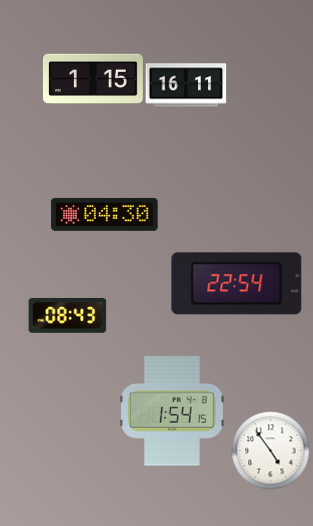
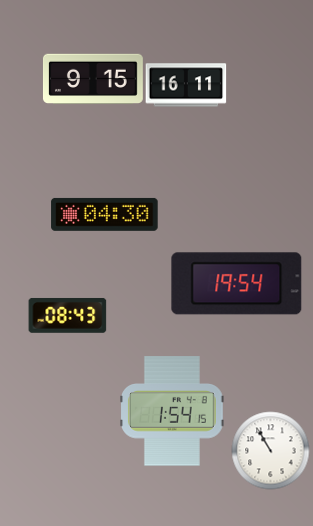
clock at (93, 79): 1:15 -> 9:15
clock at (237, 284): 22:54 -> 19:54
clock at (270, 450): 4:54 -> 10:55
